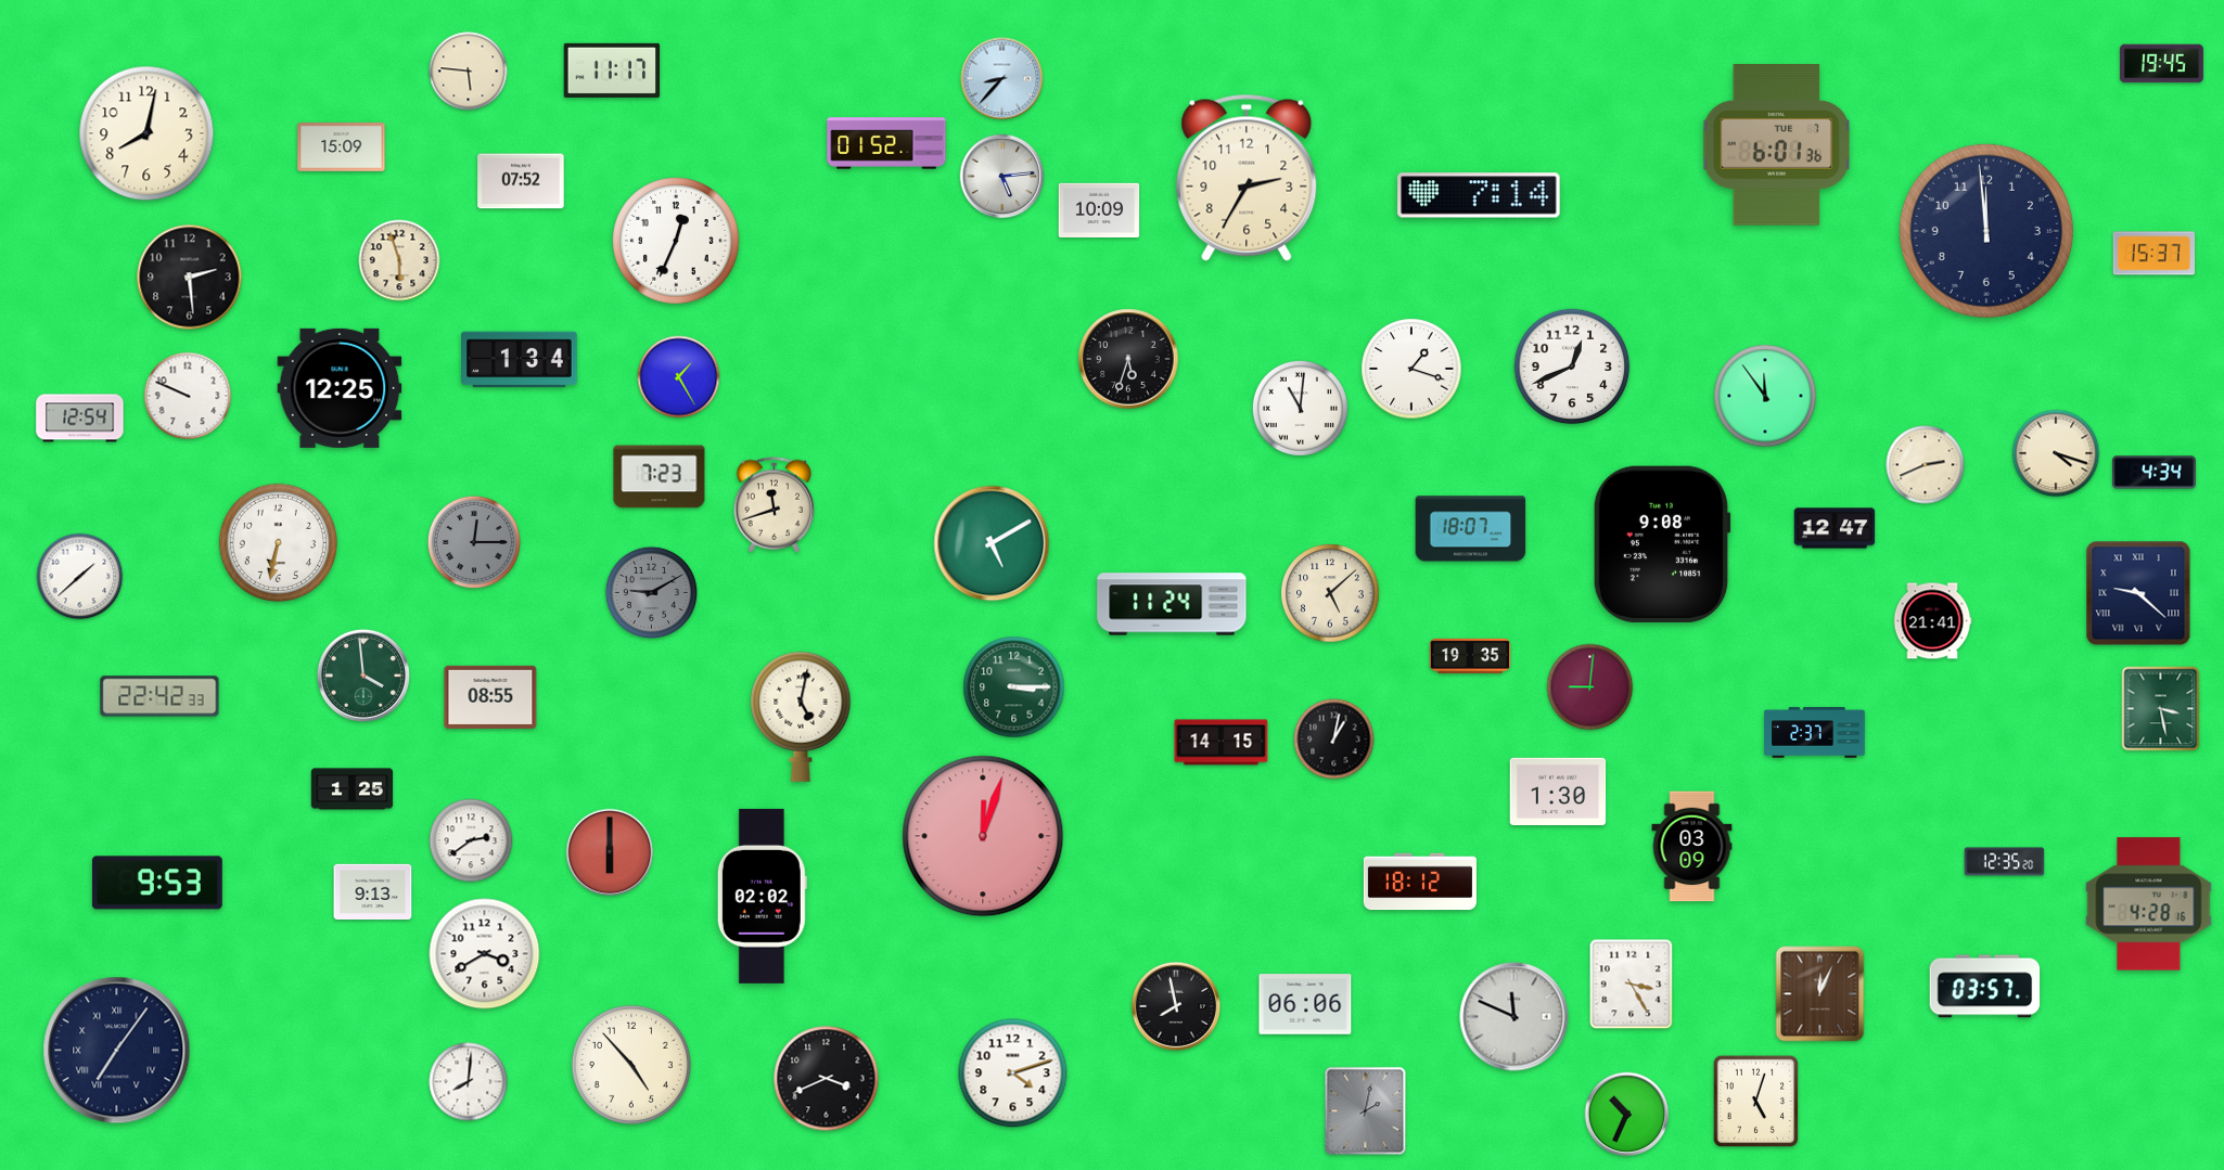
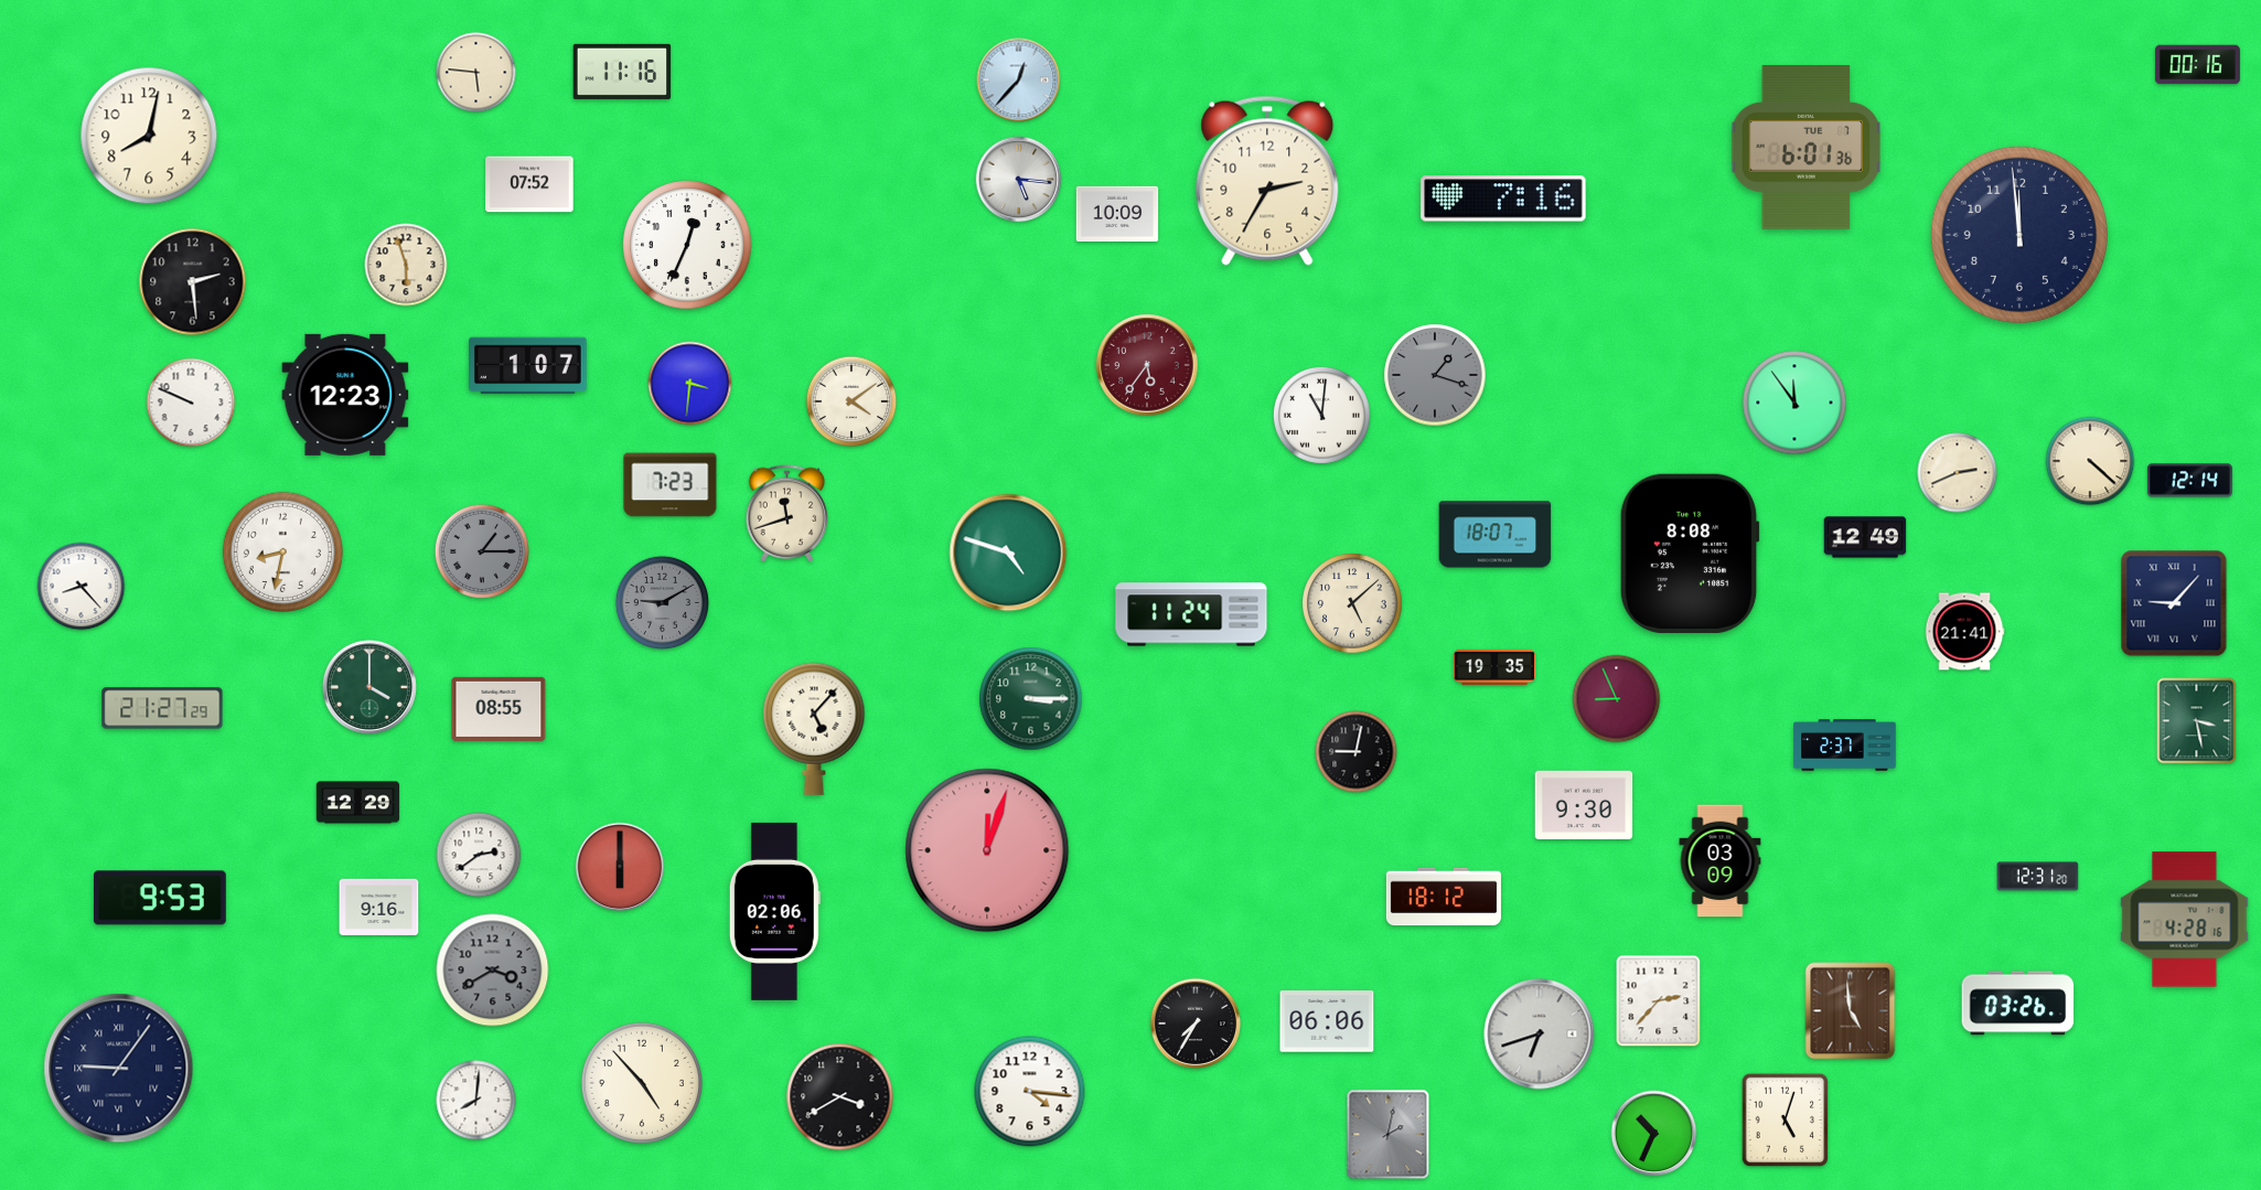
clock at (2161, 64): 19:45 -> 00:16
clock at (612, 70): 11:17 -> 11:16
clock at (1002, 79): 8:37 -> 12:37
clock at (886, 143): 01:52 -> none
clock at (342, 147): 15:09 -> none
clock at (1002, 177): 5:14 -> 5:16
clock at (1479, 195): 7:14 -> 7:16
clock at (2155, 254): 15:37 -> none
clock at (1128, 359): 5:33 -> 5:36
clock at (1128, 359) dial: black -> burgundy
clock at (520, 360): 1:34 -> 1:07
clock at (1572, 367): 12:41 -> none
clock at (1411, 369) dial: white -> grey
clock at (679, 377): 1:25 -> 3:31
clock at (340, 388): 12:25 -> 12:23
clock at (851, 401): none -> 4:09
clock at (80, 419): 12:54 -> none
clock at (2056, 453): 4:18 -> 4:22
clock at (2153, 473): 4:34 -> 12:14
clock at (1835, 528): 12:47 -> 12:49
clock at (1471, 529) position: (1471, 529) -> (1496, 535)
clock at (278, 542): 6:32 -> 8:32
clock at (474, 542): 12:15 -> 1:15
clock at (992, 543): 5:10 -> 4:48
clock at (1662, 544): 9:08 -> 8:08
clock at (80, 577): 1:38 -> 8:23
clock at (2138, 593): 9:22 -> 9:07
clock at (363, 676): 3:59 -> 4:00
clock at (1590, 687): 9:01 -> 8:56
clock at (159, 696): 22:42 -> 21:27
clock at (801, 717): 5:02 -> 5:07
clock at (1334, 740): 1:02 -> 9:02
clock at (1222, 743): 14:15 -> none
clock at (353, 789): 1:25 -> 12:29
clock at (1558, 790): 1:30 -> 9:30
clock at (983, 836) position: (983, 836) -> (987, 850)
clock at (2005, 862): 12:35 -> 12:31
clock at (373, 892): 9:13 -> 9:16
clock at (762, 896): 02:02 -> 02:06
clock at (485, 954) dial: white -> grey
clock at (1632, 985): 3:25 -> 2:37
clock at (1985, 987): 03:57 -> 03:26
clock at (1820, 994): 12:04 -> 4:59
clock at (1176, 1006): 7:58 -> 7:35
clock at (1514, 1017): 11:49 -> 6:42
clock at (117, 1051): 7:06 -> 9:06
clock at (1013, 1073): 4:12 -> 4:16
clock at (827, 1079): 3:41 -> 3:40
clock at (1366, 1111) position: (1366, 1111) -> (1389, 1135)
